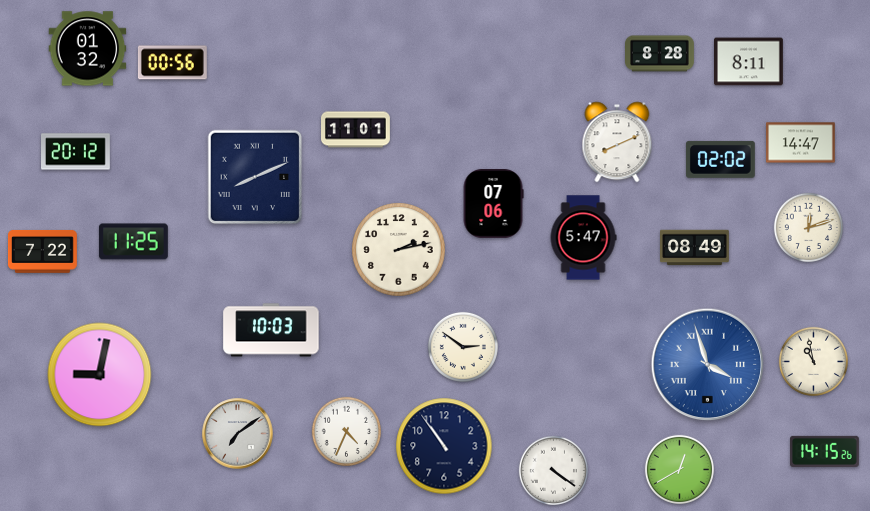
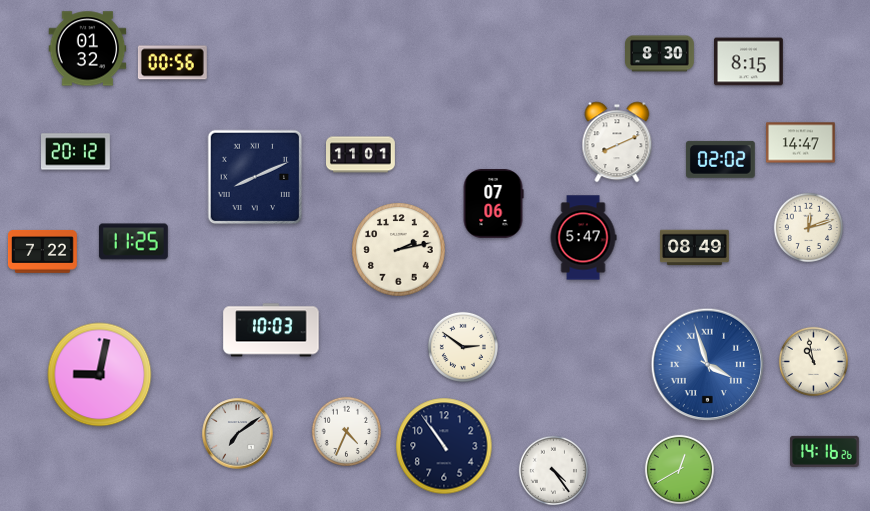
clock at (660, 54): 8:28 -> 8:30
clock at (749, 62): 8:11 -> 8:15
clock at (356, 130) position: (356, 130) -> (361, 155)
clock at (825, 451): 14:15 -> 14:16
clock at (553, 470): 4:21 -> 4:24
